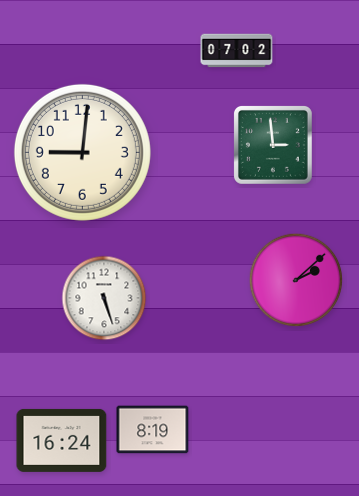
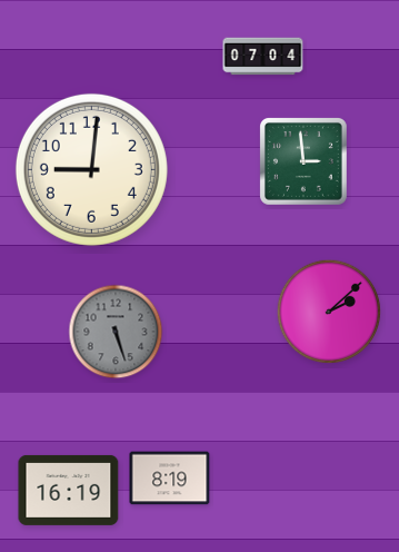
clock at (237, 51): 07:02 -> 07:04
clock at (104, 298) dial: white -> grey
clock at (62, 440): 16:24 -> 16:19
